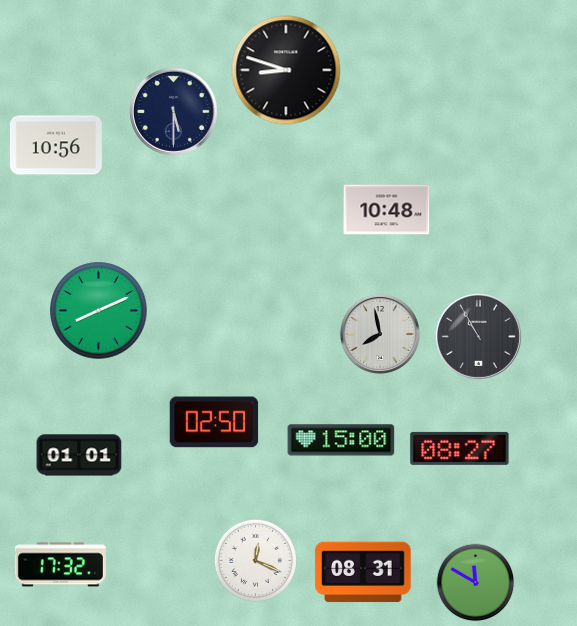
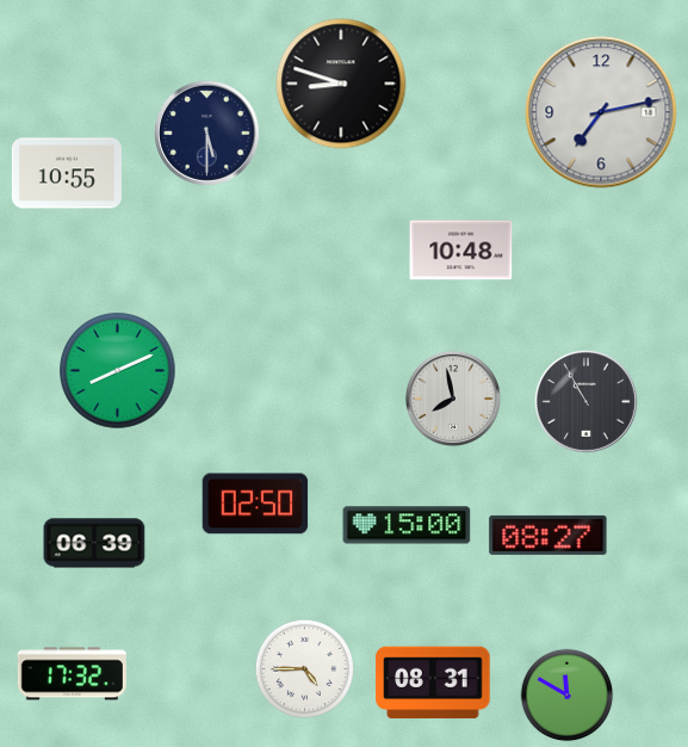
clock at (601, 112): none -> 7:13
clock at (56, 145): 10:56 -> 10:55
clock at (478, 336) position: (478, 336) -> (585, 401)
clock at (79, 455): 01:01 -> 06:39
clock at (255, 560): 12:19 -> 4:45
